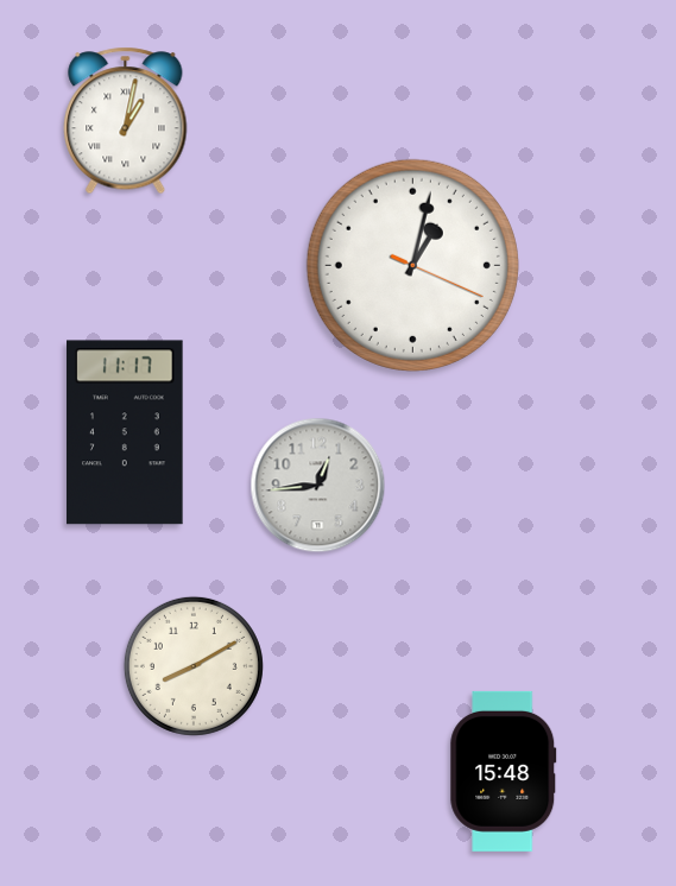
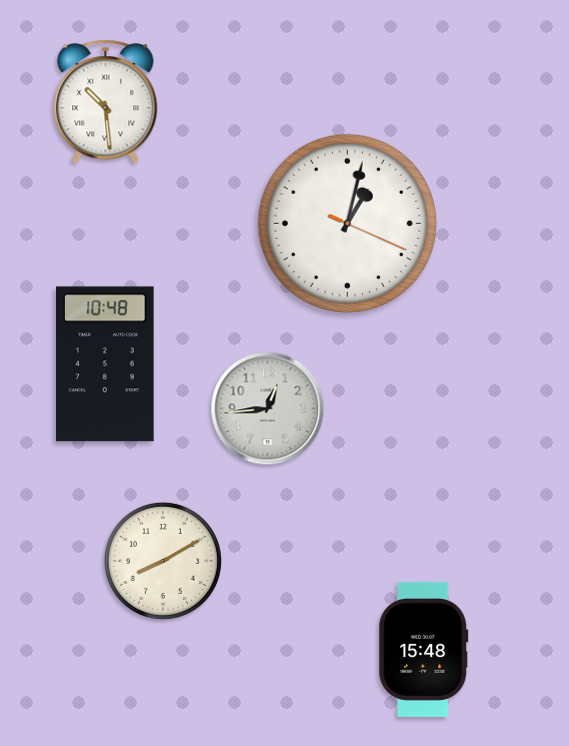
clock at (126, 121): 1:02 -> 10:29
clock at (126, 432): 11:17 -> 10:48
